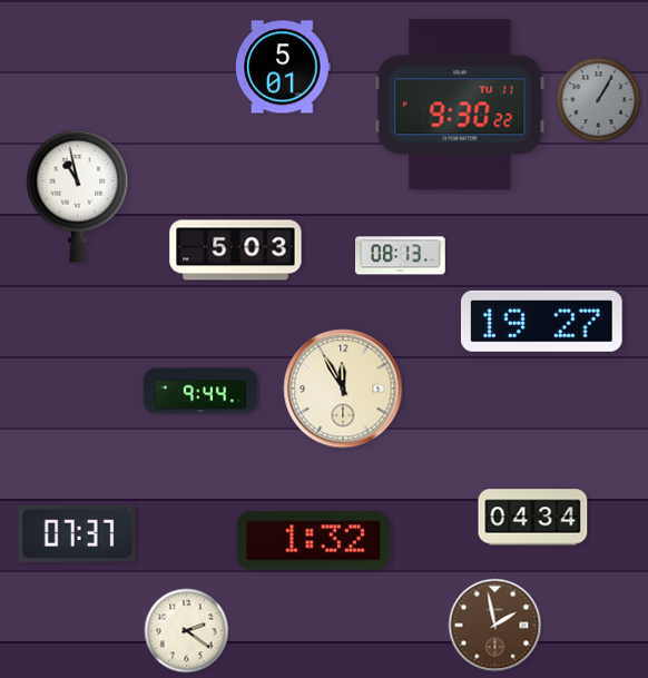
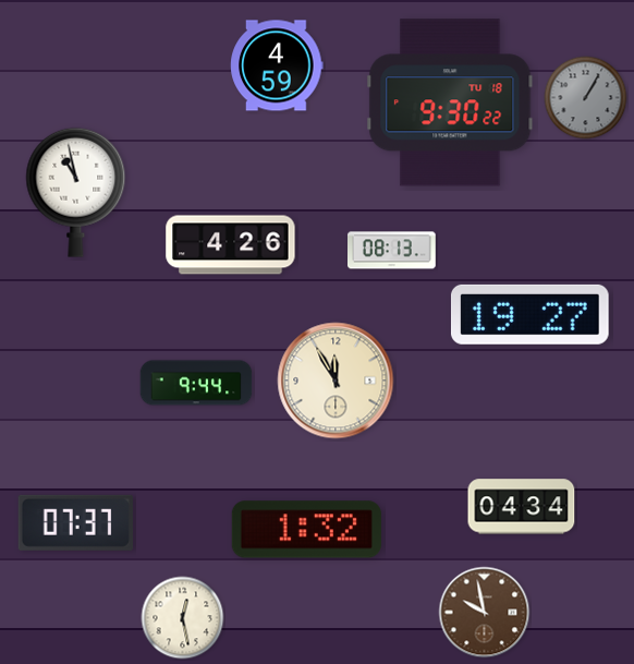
clock at (283, 67): 5:01 -> 4:59
clock at (460, 105) date: TU 11 -> TU 18
clock at (236, 250): 5:03 -> 4:26
clock at (495, 626): 1:58 -> 9:58
clock at (187, 631): 2:21 -> 12:28
